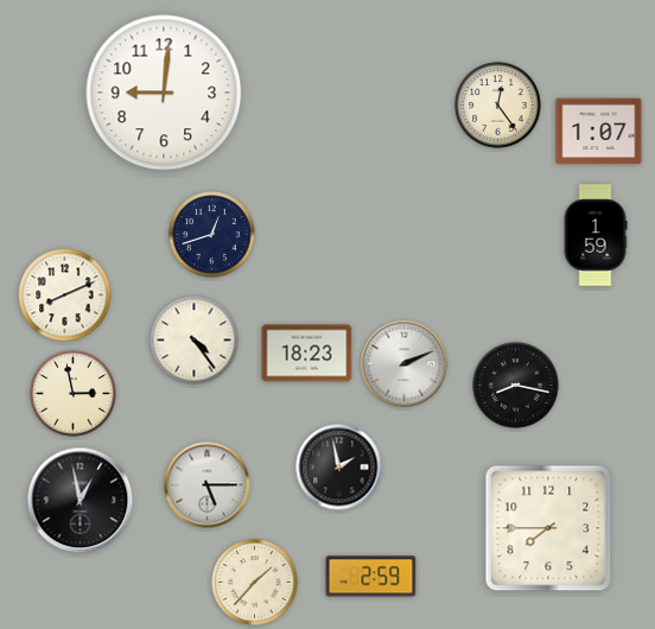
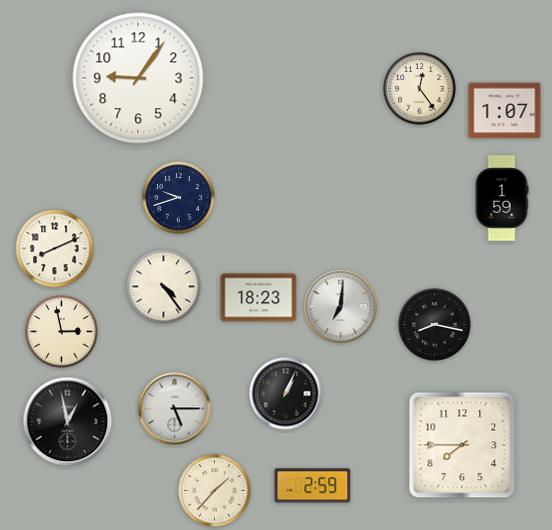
clock at (164, 93): 9:01 -> 9:06
clock at (212, 235): 12:42 -> 9:42
clock at (405, 364): 2:11 -> 7:01
clock at (339, 468): 1:58 -> 1:04
